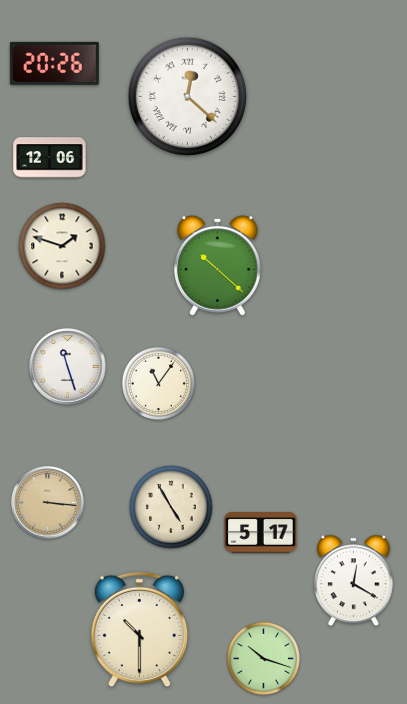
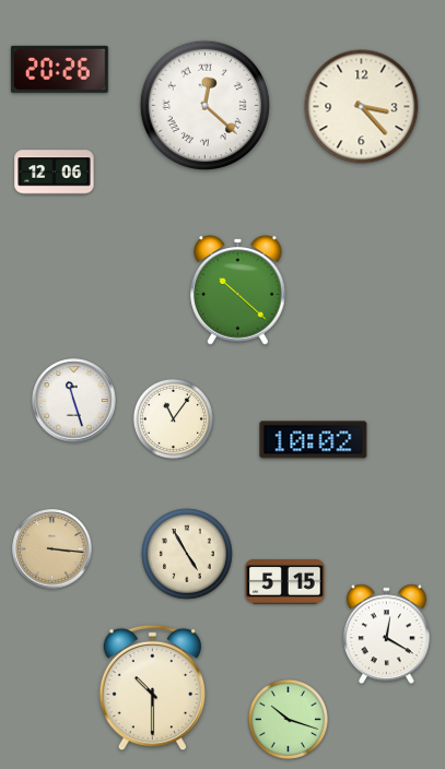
clock at (362, 107): none -> 3:23
clock at (62, 246): 1:48 -> none
clock at (314, 440): none -> 10:02
clock at (261, 533): 5:17 -> 5:15
